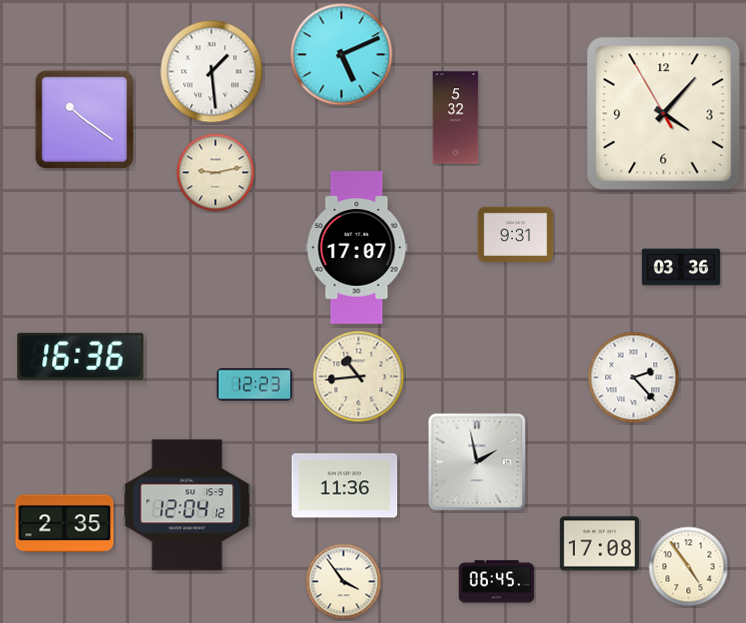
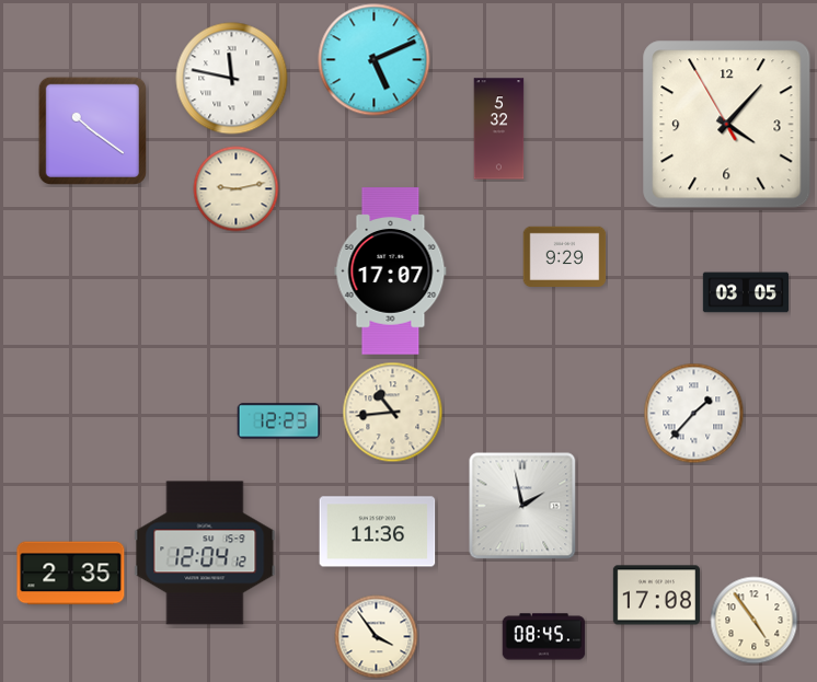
clock at (212, 72): 1:29 -> 11:47
clock at (516, 234): 9:31 -> 9:29
clock at (680, 267): 03:36 -> 03:05
clock at (81, 356): 16:36 -> none
clock at (634, 378): 2:23 -> 1:37
clock at (497, 582): 06:45 -> 08:45
